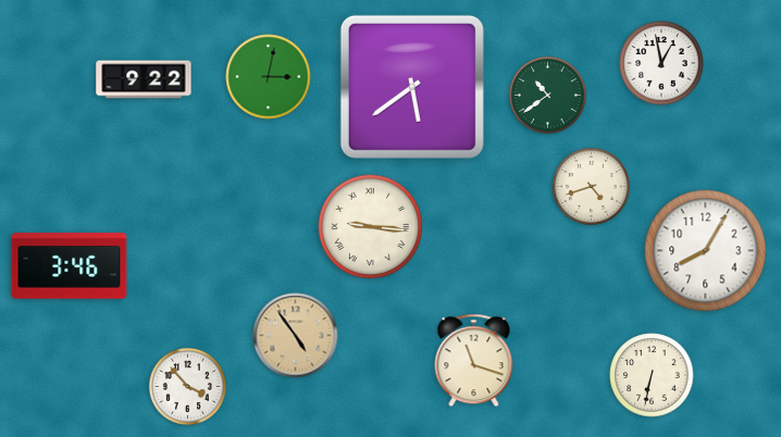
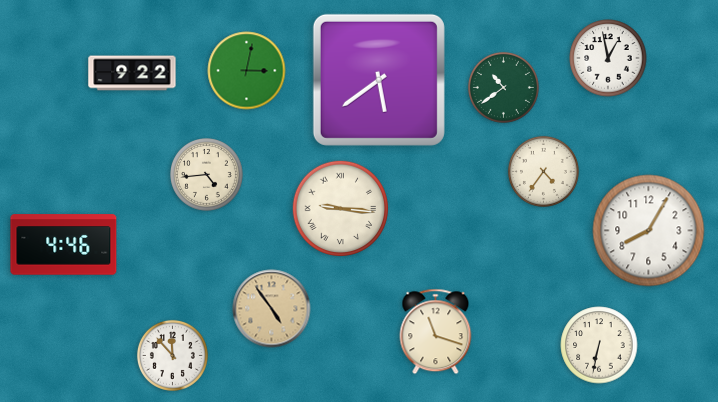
clock at (591, 186): 4:42 -> 4:36
clock at (207, 175): none -> 4:44
clock at (70, 266): 3:46 -> 4:46
clock at (187, 386): 3:53 -> 11:53
